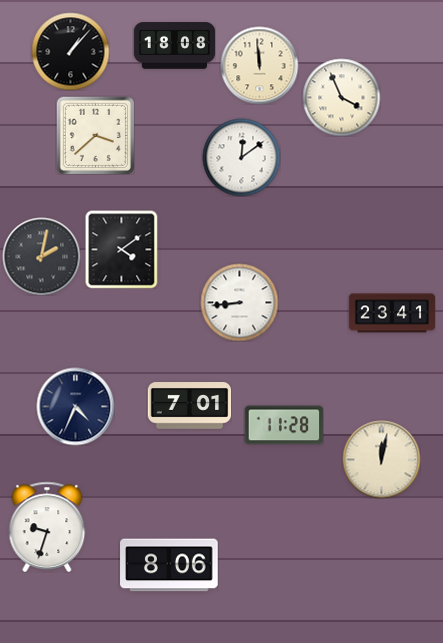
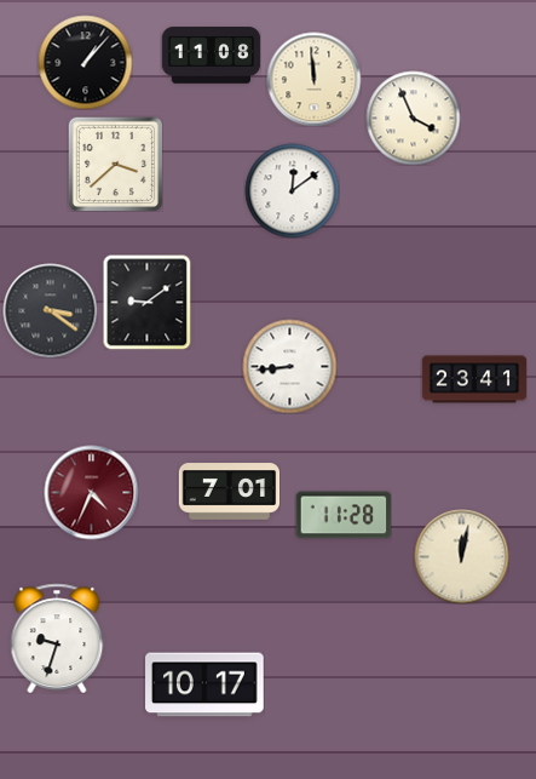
clock at (174, 46): 18:08 -> 11:08
clock at (122, 249): 4:09 -> 9:09
clock at (41, 256): 2:02 -> 3:21
clock at (75, 406) dial: navy -> burgundy
clock at (169, 565): 8:06 -> 10:17
